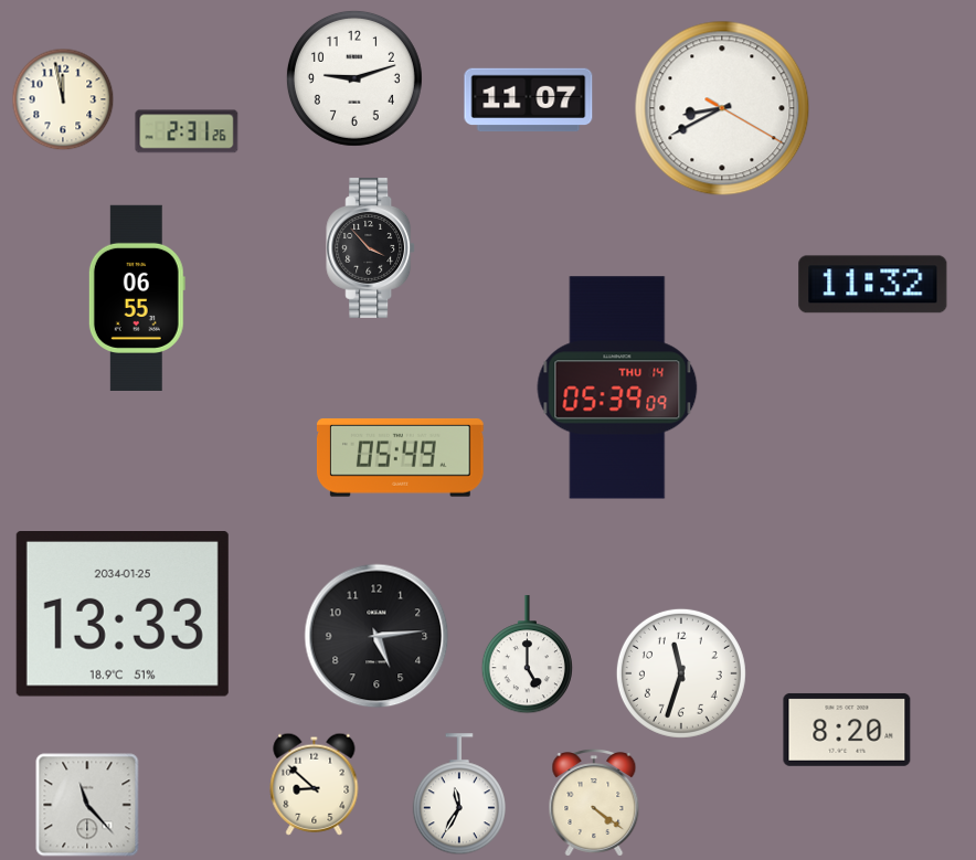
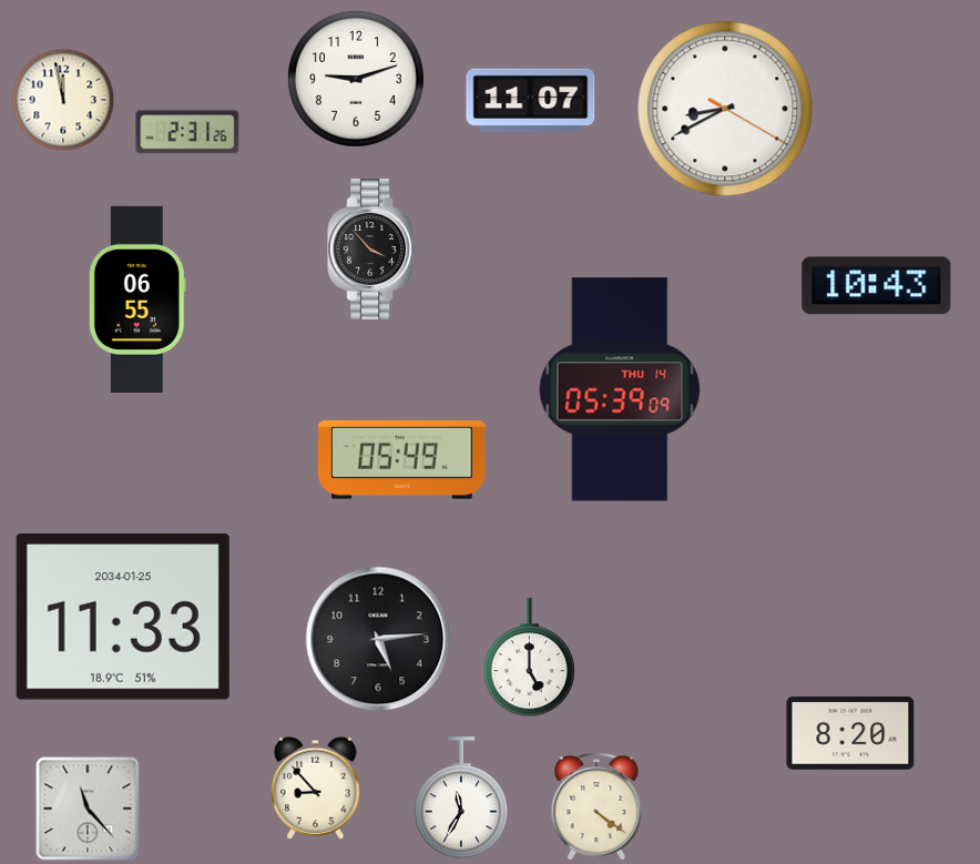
clock at (873, 285): 11:32 -> 10:43
clock at (123, 615): 13:33 -> 11:33
clock at (681, 673): 11:33 -> none
clock at (315, 784): 8:52 -> 8:53
